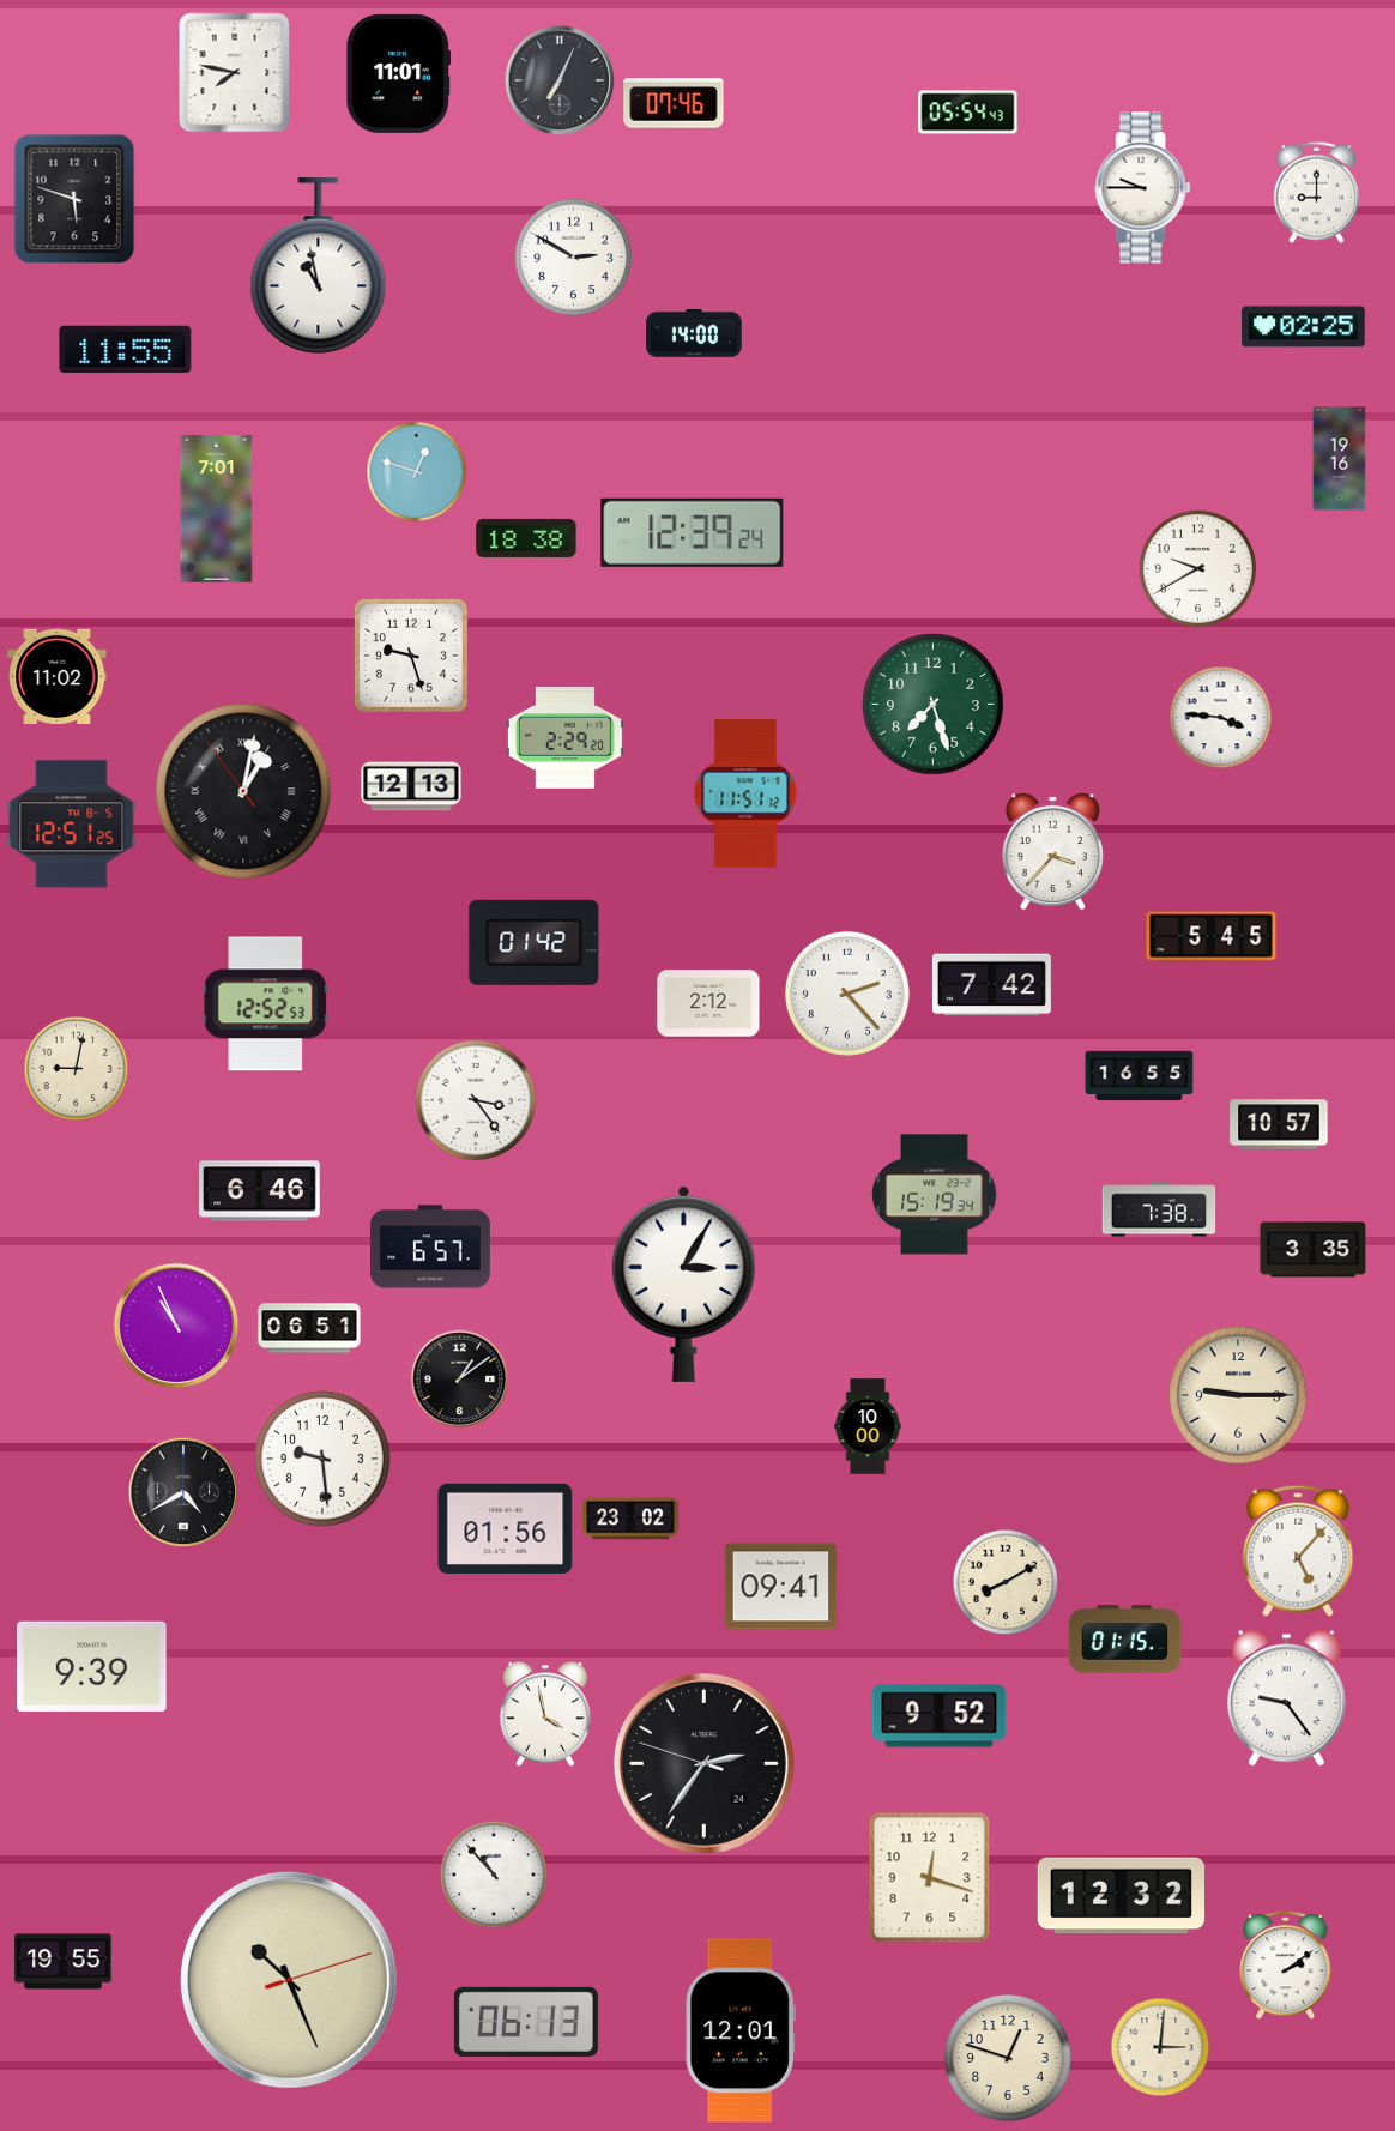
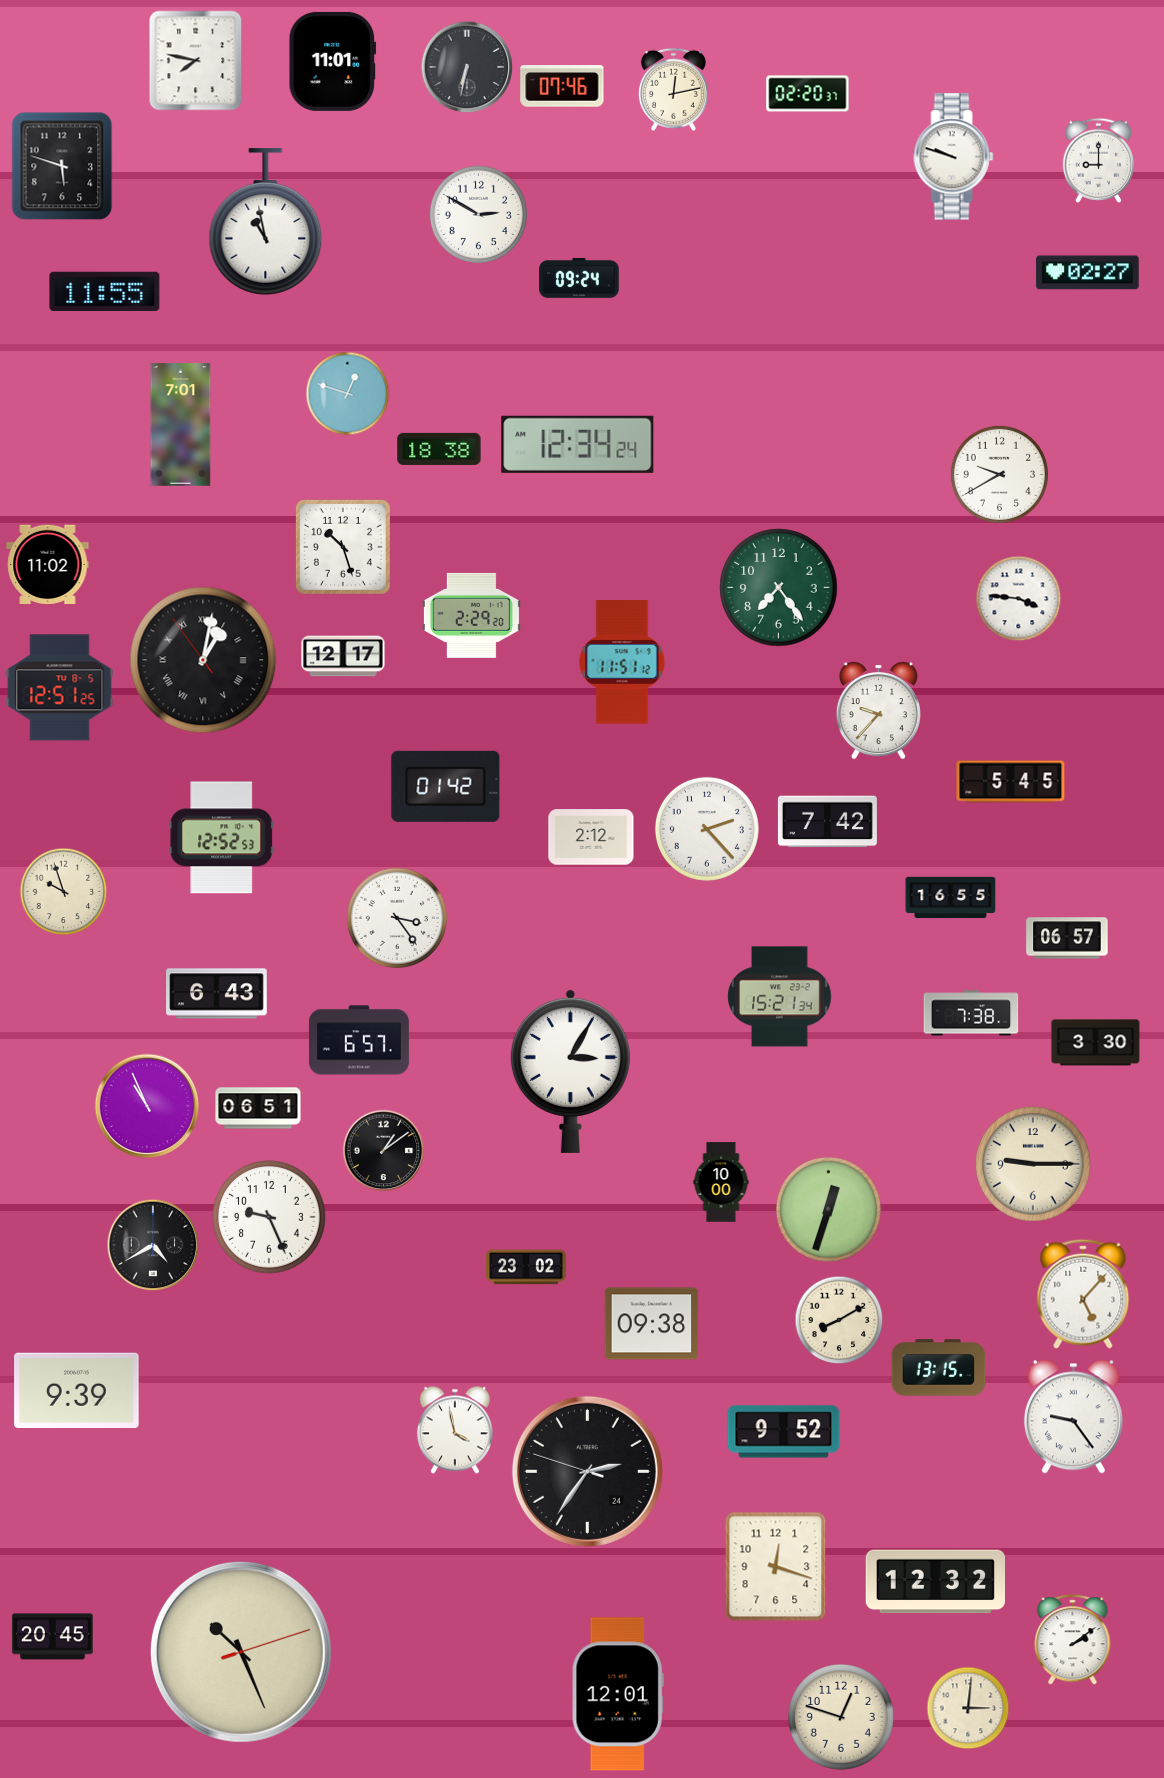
clock at (560, 80): 7:04 -> 6:32
clock at (673, 89): none -> 12:13
clock at (968, 113): 05:54 -> 02:20
clock at (1143, 188): 9:45 -> 9:48
clock at (1304, 327): 02:25 -> 02:27
clock at (694, 333): 14:00 -> 09:24
clock at (1340, 459): 19:16 -> none
clock at (693, 532): 12:39 -> 12:34
clock at (411, 656): 9:27 -> 10:27
clock at (934, 705): 7:27 -> 7:24
clock at (411, 786): 12:13 -> 12:17
clock at (1052, 851): 3:37 -> 9:37
clock at (77, 1069): 9:02 -> 9:57
clock at (1279, 1124): 10:57 -> 06:57
clock at (260, 1191): 6:46 -> 6:43
clock at (935, 1195): 15:19 -> 15:21
clock at (1159, 1209) position: (1159, 1209) -> (971, 1013)
clock at (1314, 1250): 3:35 -> 3:30
clock at (868, 1426) position: (868, 1426) -> (721, 1182)
clock at (828, 1209): none -> 12:33
clock at (322, 1459): 9:29 -> 9:26
clock at (506, 1528): 01:56 -> none
clock at (781, 1587): 09:41 -> 09:38
clock at (1125, 1640): 01:15 -> 13:15
clock at (494, 1875): 10:53 -> none
clock at (64, 1962): 19:55 -> 20:45
clock at (526, 2022): 06:13 -> none
